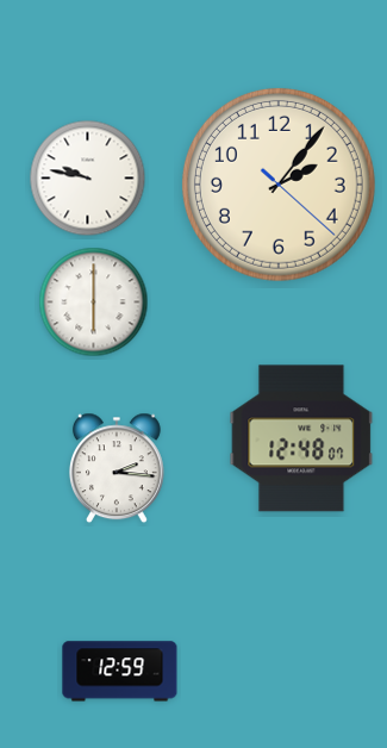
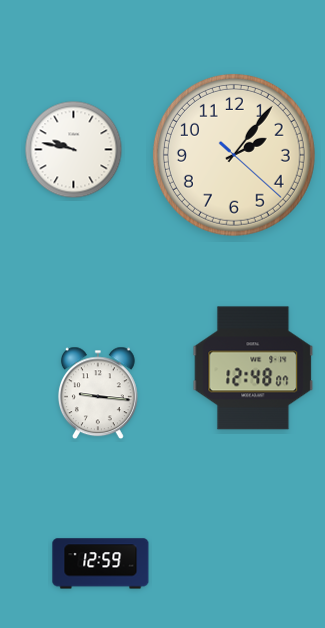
clock at (94, 303): 6:00 -> none
clock at (117, 468): 2:16 -> 9:16
